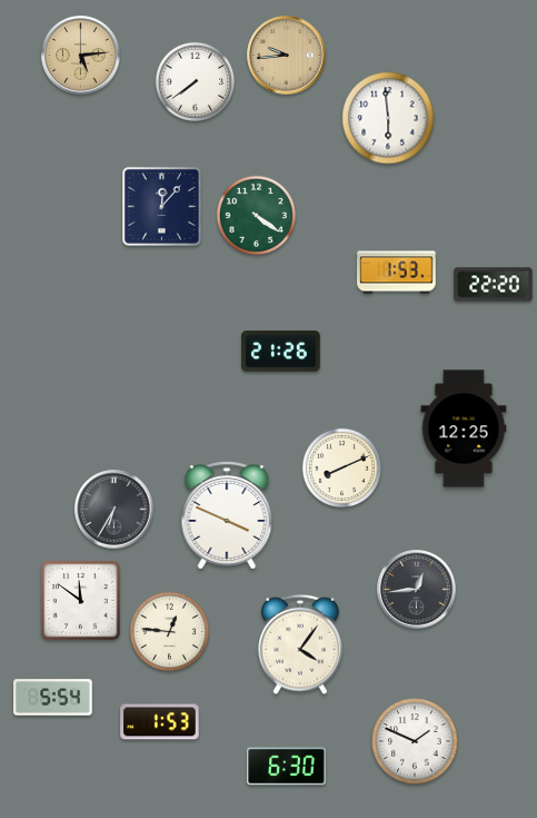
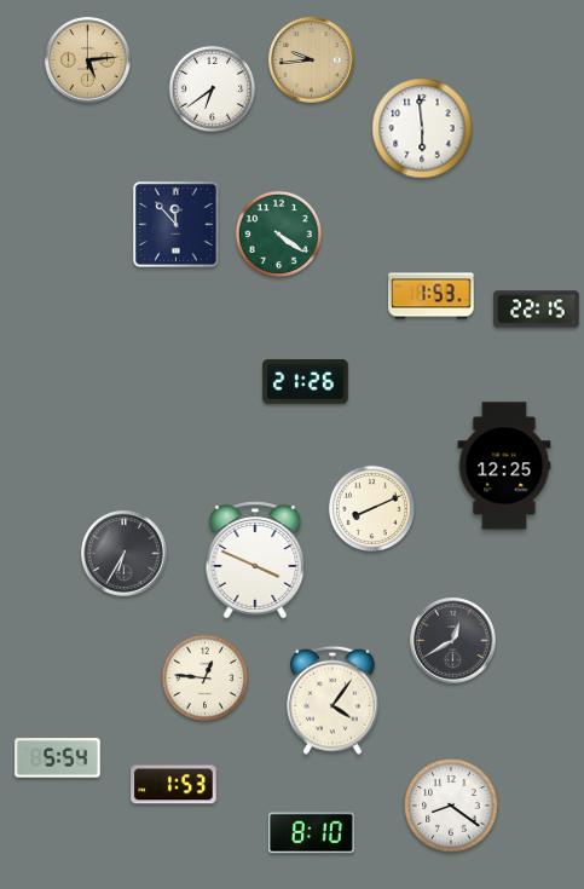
clock at (195, 81): 7:39 -> 6:39
clock at (162, 207): 12:07 -> 11:53
clock at (494, 285): 22:20 -> 22:15
clock at (227, 515) position: (227, 515) -> (255, 560)
clock at (417, 590): 12:44 -> 12:40
clock at (81, 601): 11:51 -> none
clock at (169, 631) position: (169, 631) -> (204, 677)
clock at (301, 644) position: (301, 644) -> (334, 700)
clock at (415, 741): 1:49 -> 8:21
clock at (287, 767): 6:30 -> 8:10
